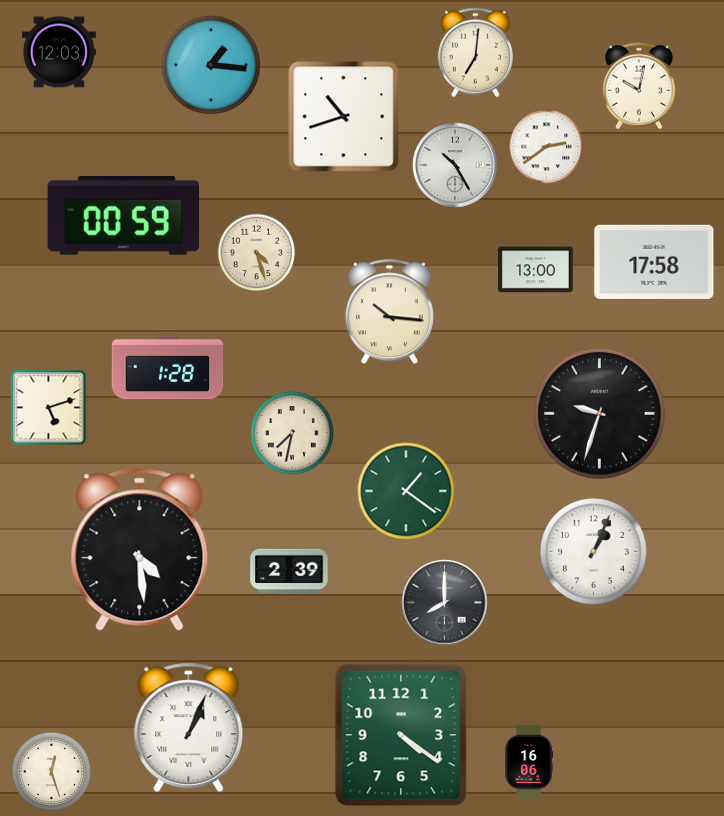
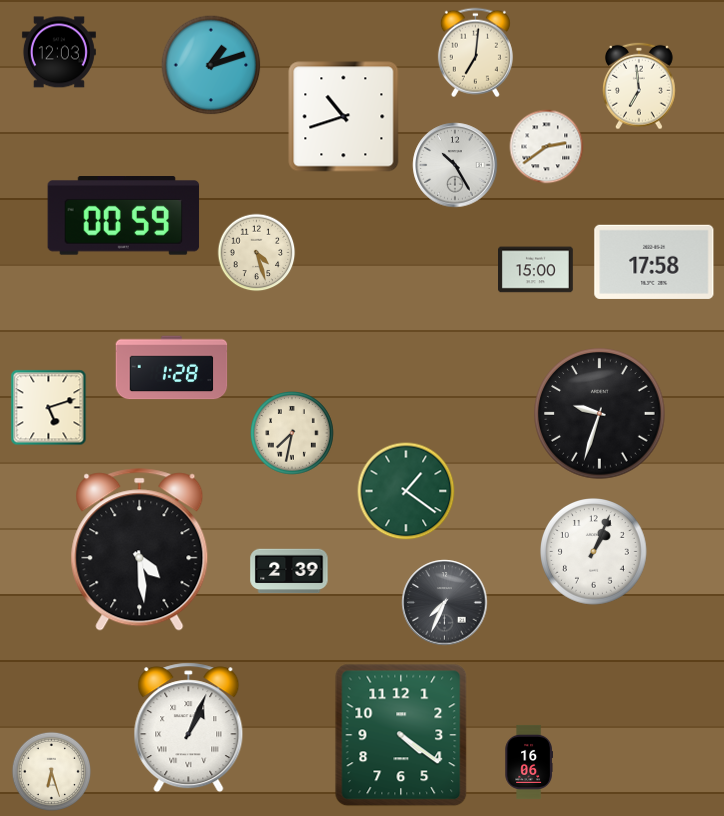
clock at (211, 65): 1:16 -> 1:12
clock at (640, 86): 10:02 -> 6:59
clock at (536, 270): 13:00 -> 15:00
clock at (389, 312): 10:16 -> none
clock at (168, 368) position: (168, 368) -> (172, 368)
clock at (445, 603): 8:00 -> 7:34
clock at (51, 771): 12:27 -> 6:27
